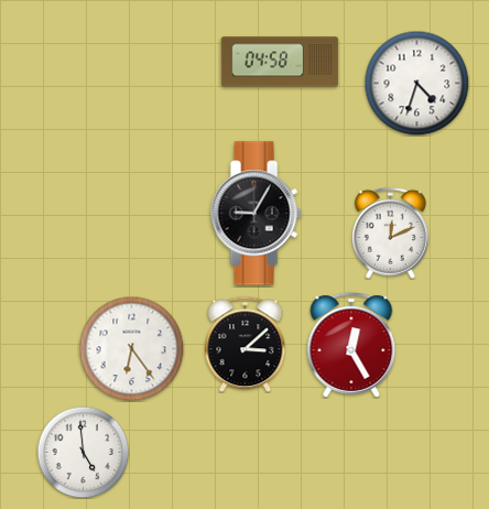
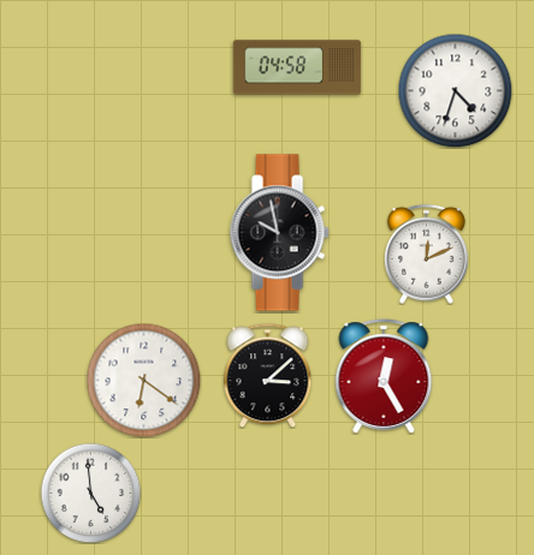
clock at (280, 62) position: (280, 62) -> (297, 67)
clock at (256, 214): 9:05 -> 9:58
clock at (131, 348): 6:24 -> 6:21
